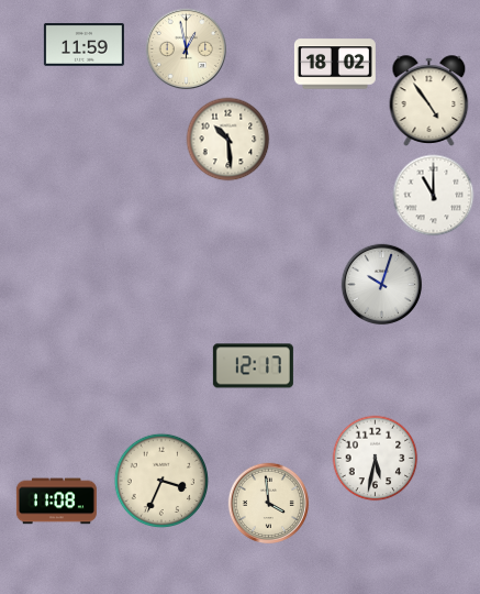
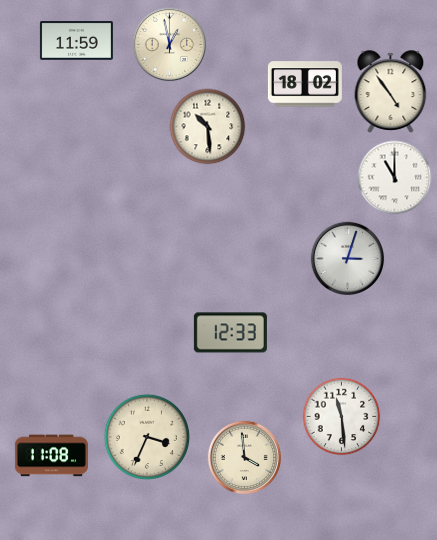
clock at (335, 64) position: (335, 64) -> (305, 84)
clock at (382, 285): 10:03 -> 3:03
clock at (253, 366): 12:17 -> 12:33
clock at (376, 459): 5:32 -> 11:29
